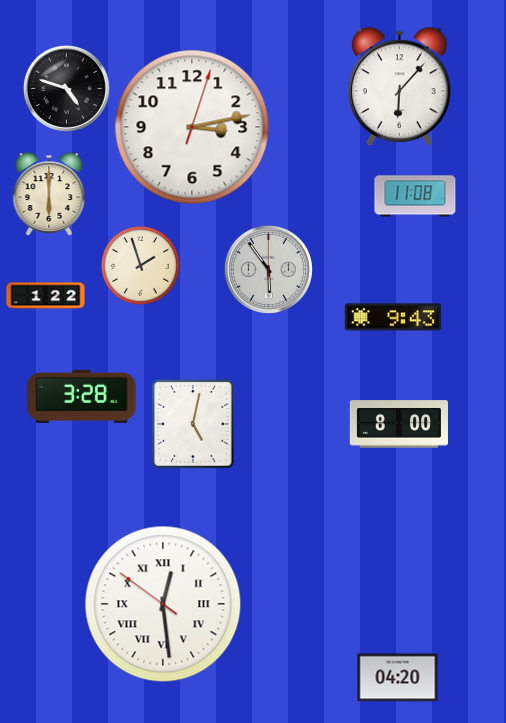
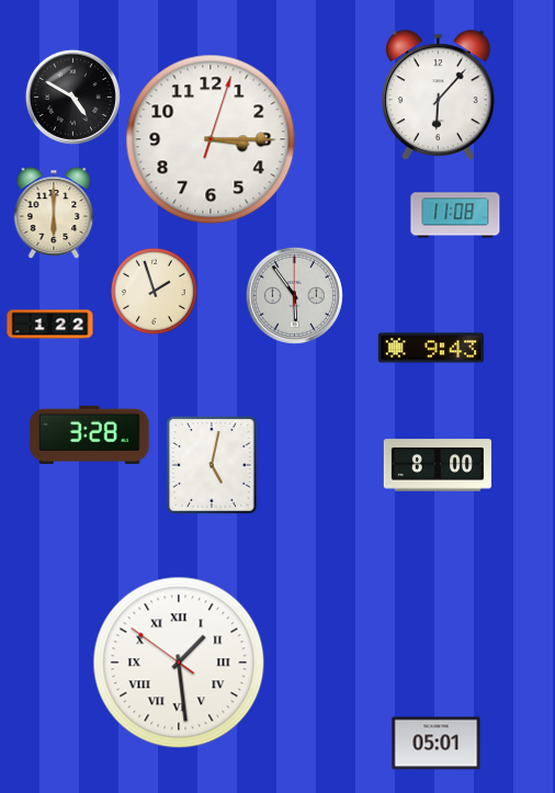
clock at (66, 88): 4:48 -> 4:50
clock at (192, 127): 3:13 -> 3:15
clock at (163, 604): 12:28 -> 1:28
clock at (398, 678): 04:20 -> 05:01
